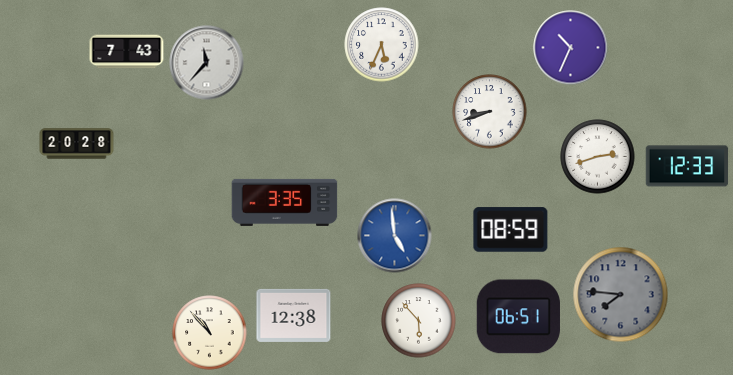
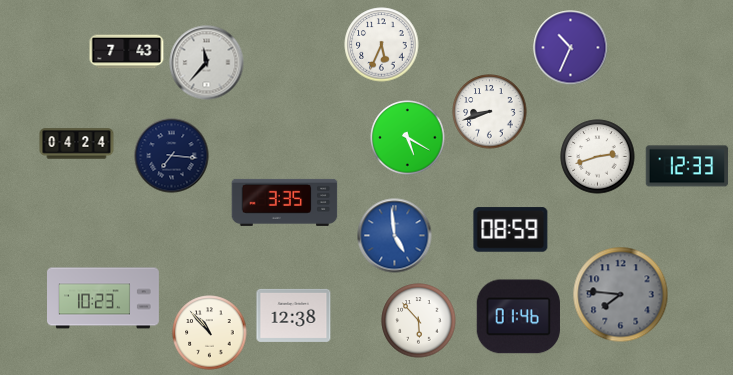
clock at (408, 138): none -> 5:20
clock at (77, 144): 20:28 -> 04:24
clock at (172, 156): none -> 7:16
clock at (104, 298): none -> 10:23
clock at (518, 317): 06:51 -> 01:46
